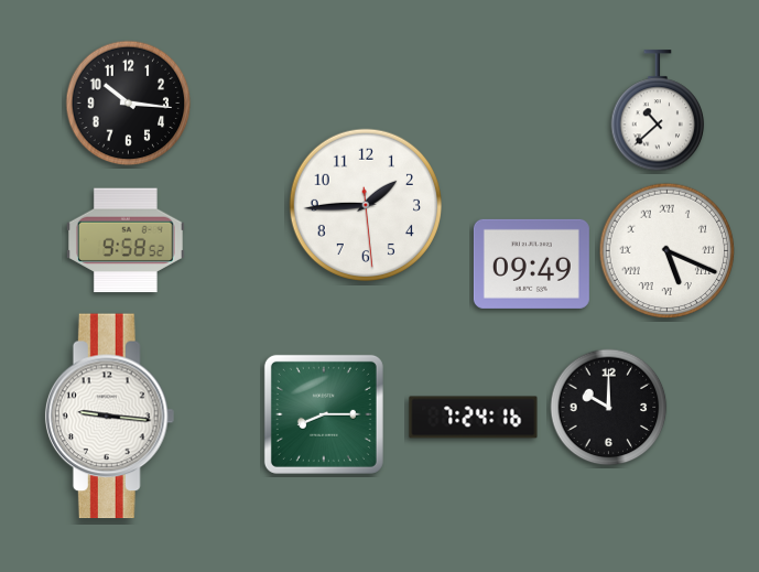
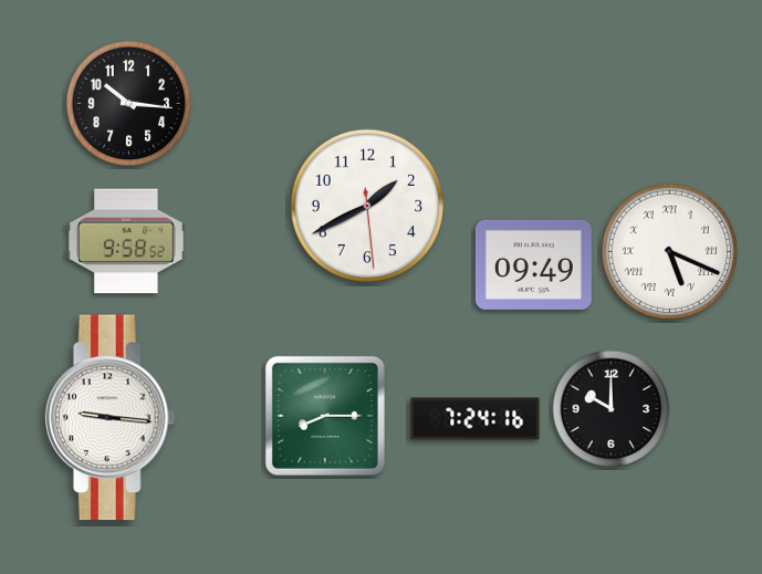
clock at (658, 111): 10:38 -> none
clock at (365, 204): 1:44 -> 1:40
